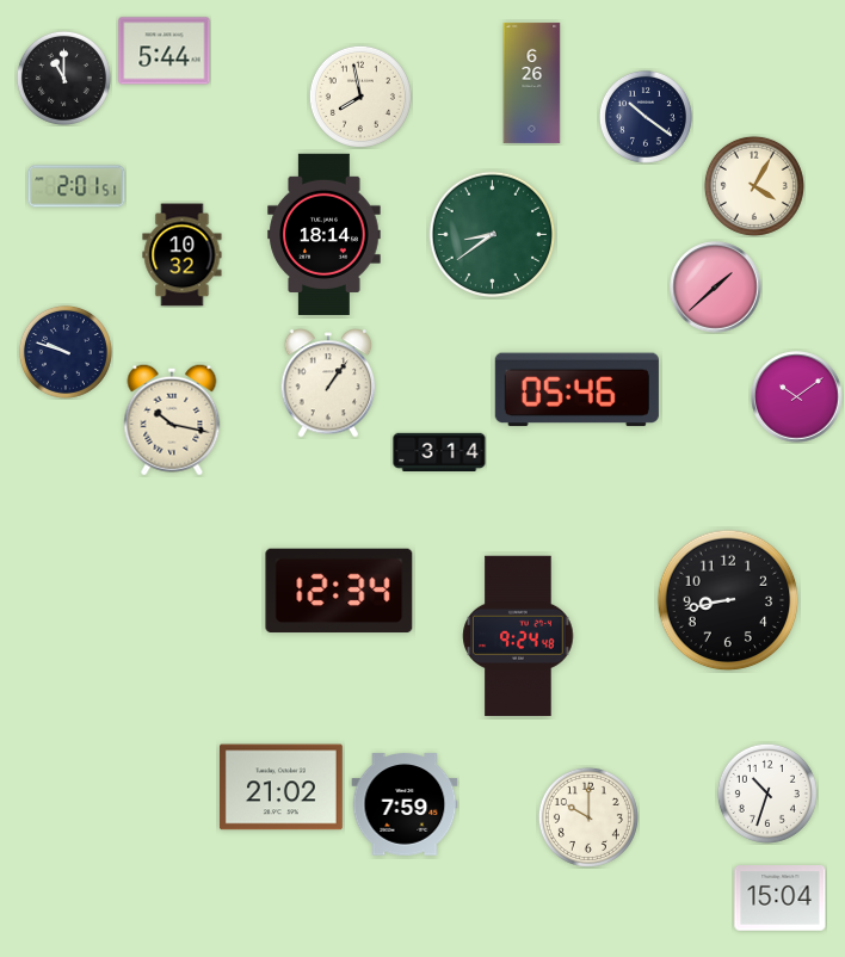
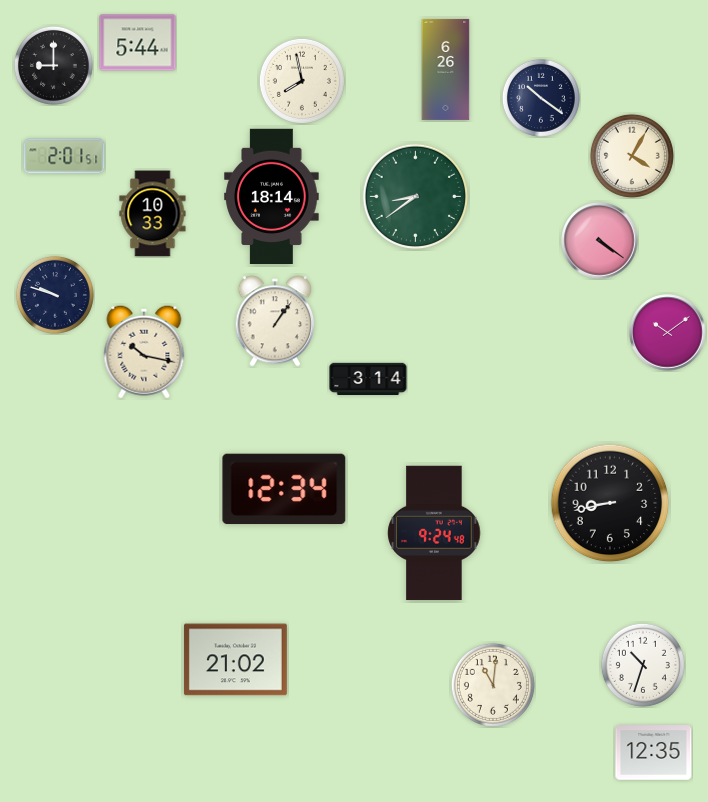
clock at (63, 78): 11:00 -> 9:00
clock at (493, 235) position: (493, 235) -> (416, 197)
clock at (183, 255): 10:32 -> 10:33
clock at (716, 288): 1:38 -> 4:21
clock at (576, 390): 05:46 -> none
clock at (339, 591) position: (339, 591) -> (284, 489)
clock at (405, 804): 7:59 -> none
clock at (588, 817): 10:00 -> 11:01
clock at (781, 899): 15:04 -> 12:35
